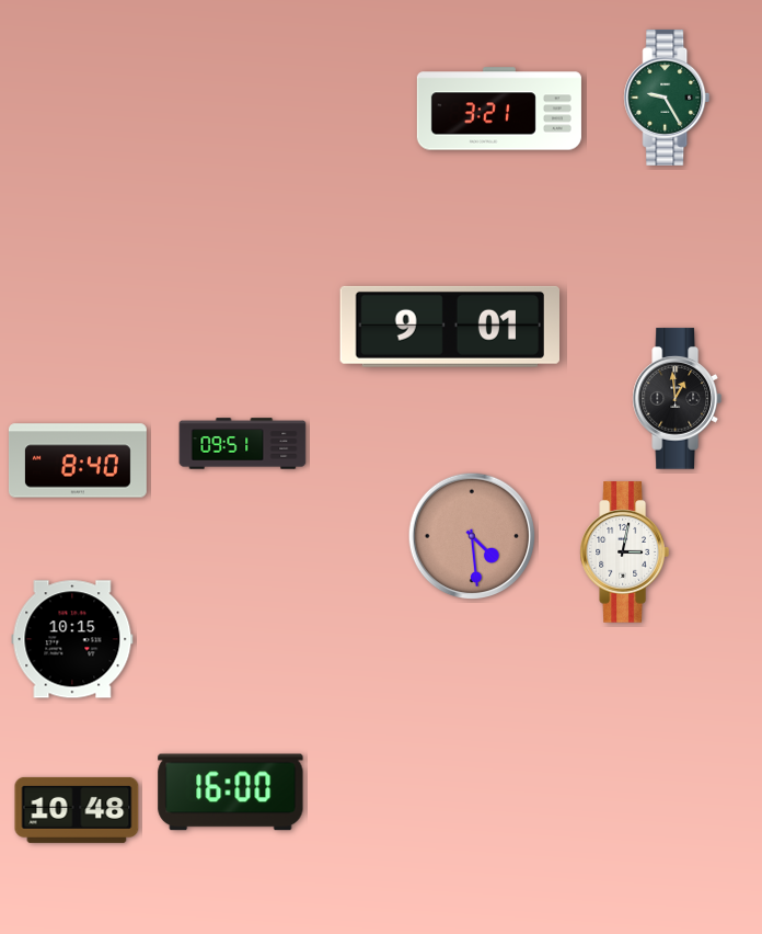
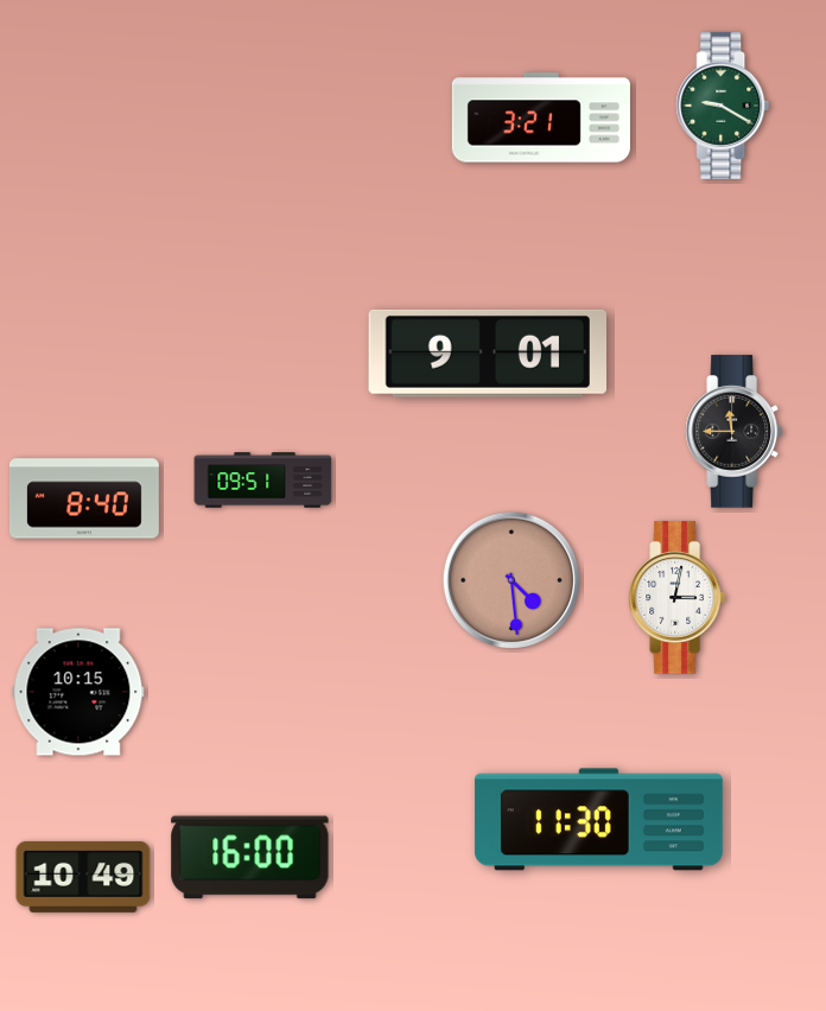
clock at (667, 98): 9:25 -> 9:20
clock at (677, 399): 12:59 -> 11:45
clock at (598, 820): none -> 11:30
clock at (77, 810): 10:48 -> 10:49
